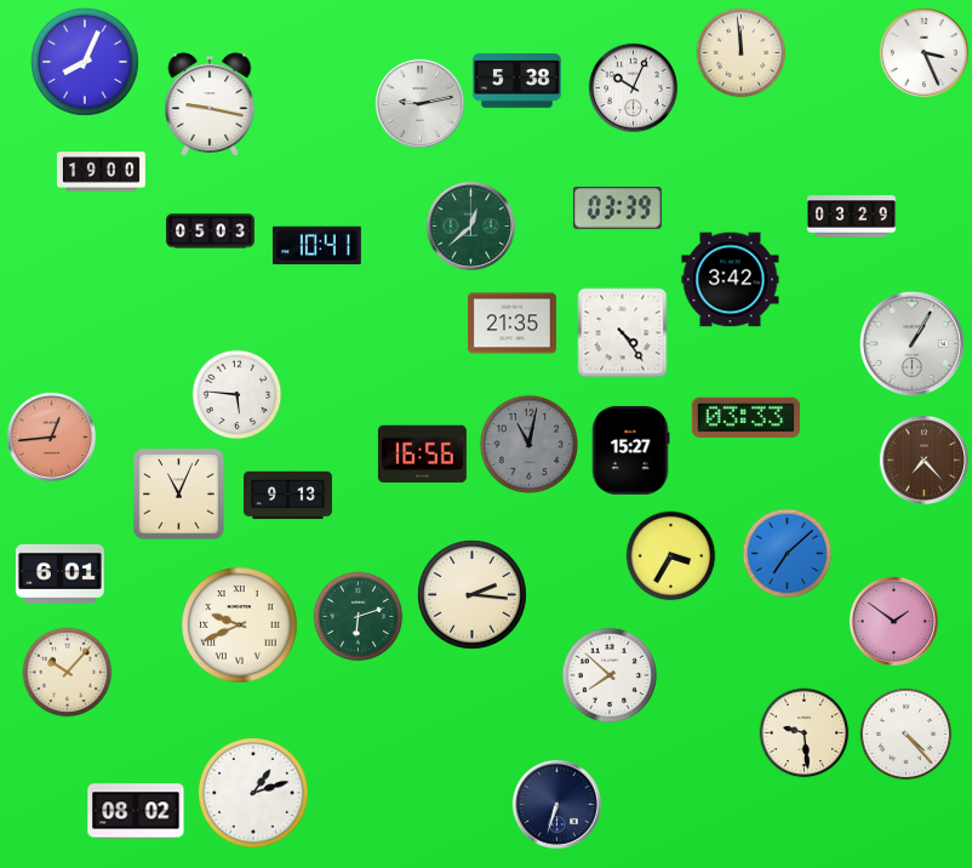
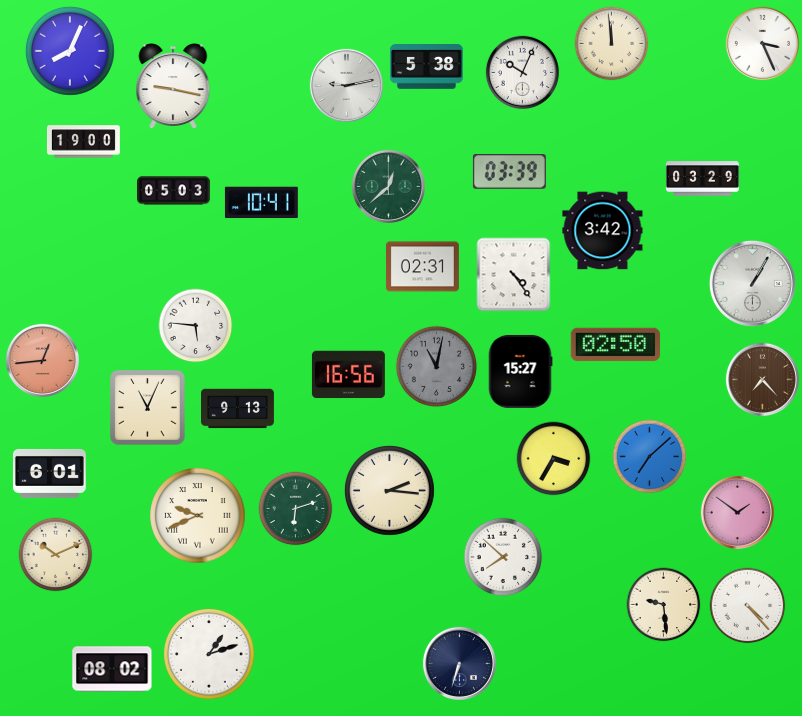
clock at (511, 324): 21:35 -> 02:31
clock at (747, 418): 03:33 -> 02:50
clock at (68, 673): 10:07 -> 10:11
